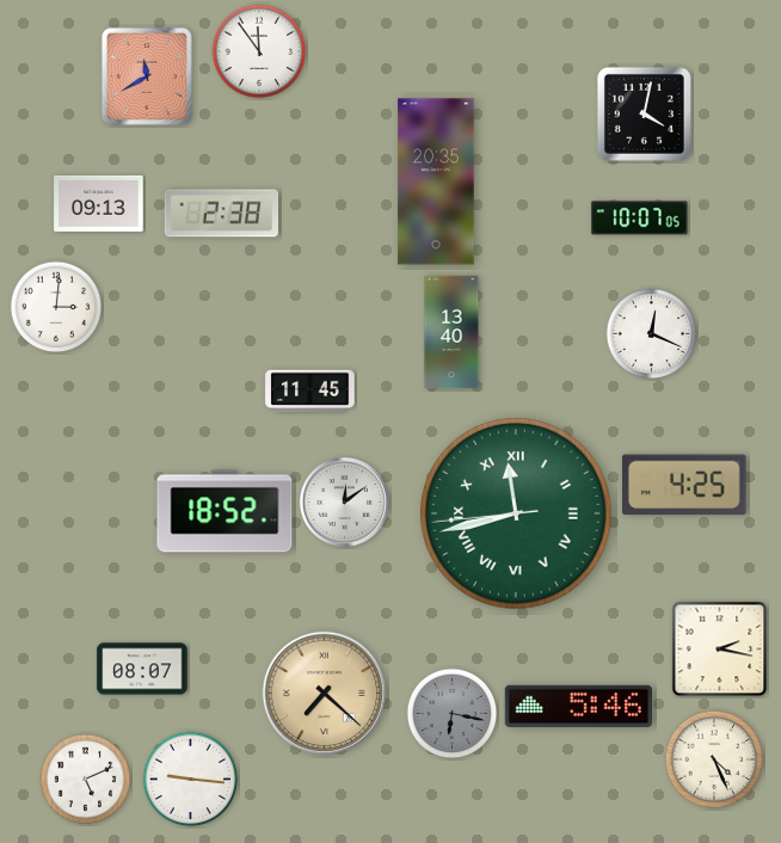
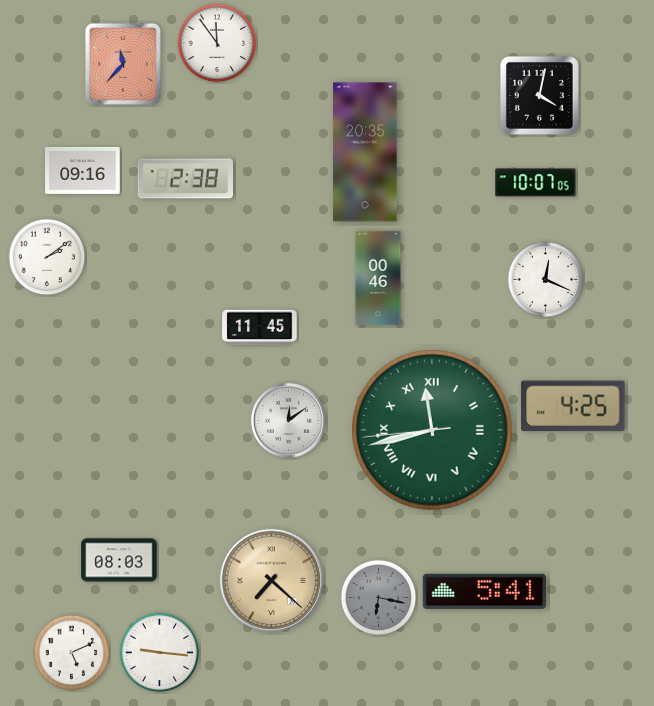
clock at (147, 76): 11:40 -> 11:37
clock at (99, 203): 09:13 -> 09:16
clock at (56, 307): 3:01 -> 2:09
clock at (451, 332): 13:40 -> 00:46
clock at (225, 511): 18:52 -> none
clock at (720, 650): 2:17 -> none
clock at (142, 669): 08:07 -> 08:03
clock at (578, 706): 5:46 -> 5:41
clock at (714, 759): 4:26 -> none
